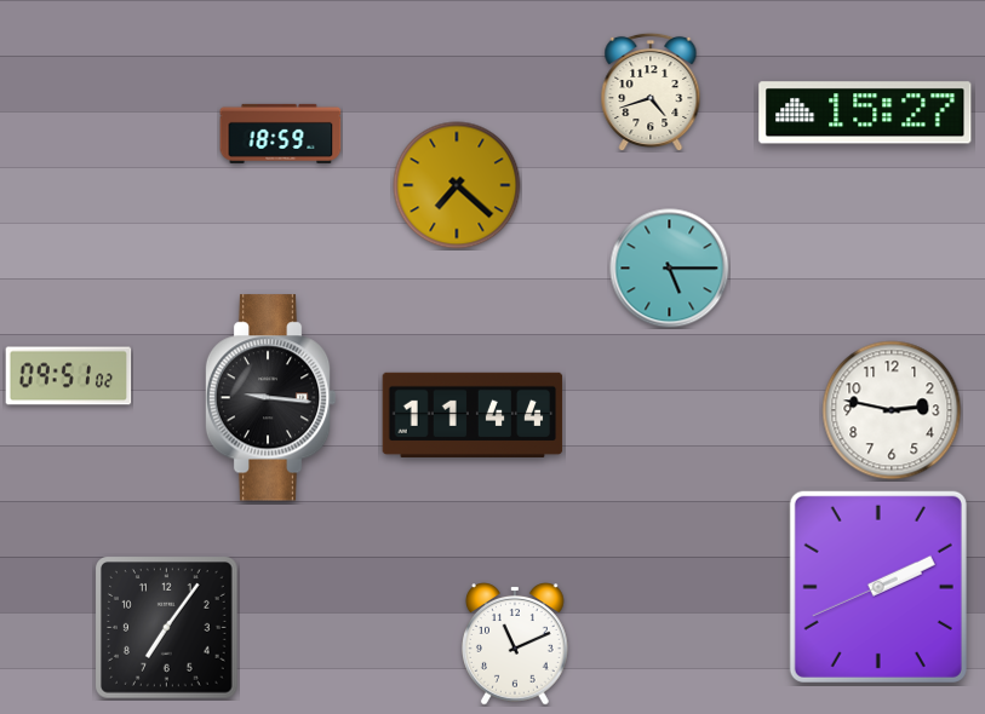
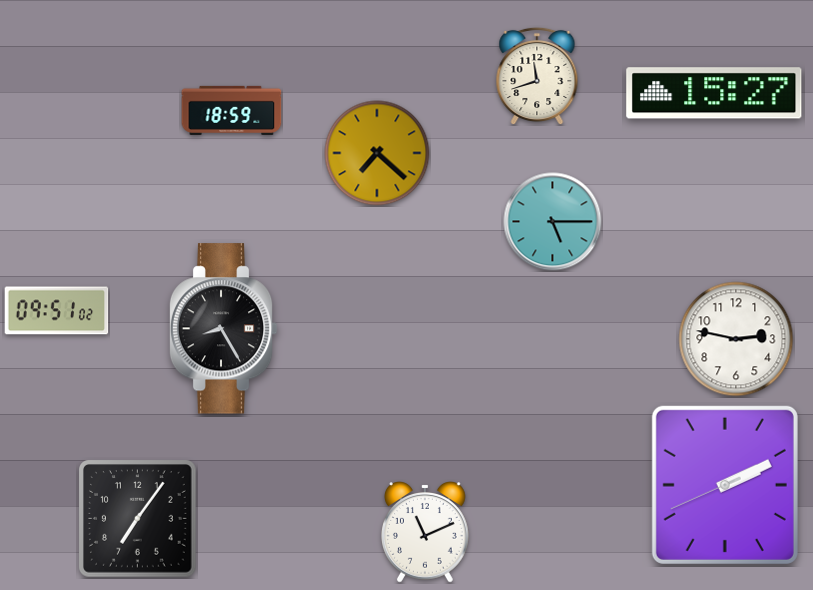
clock at (651, 92): 4:42 -> 11:42
clock at (270, 398): 9:16 -> 8:25
clock at (473, 415): 11:44 -> none
